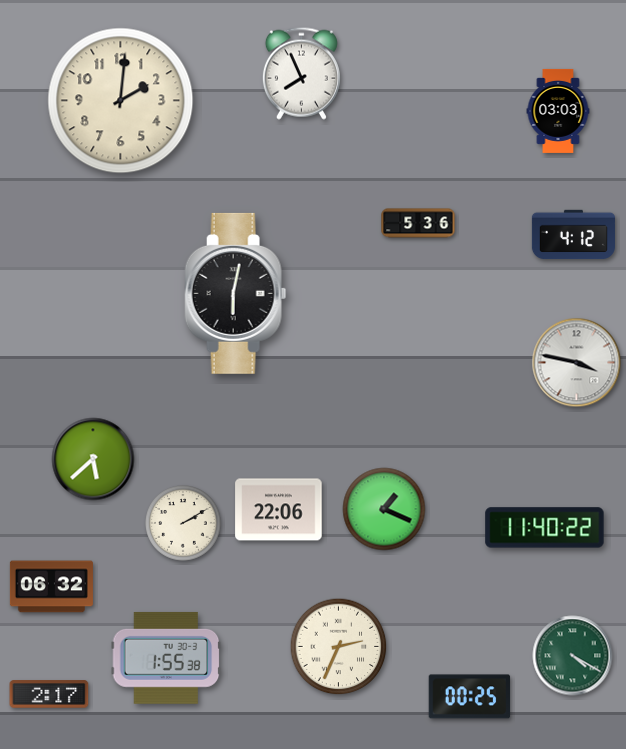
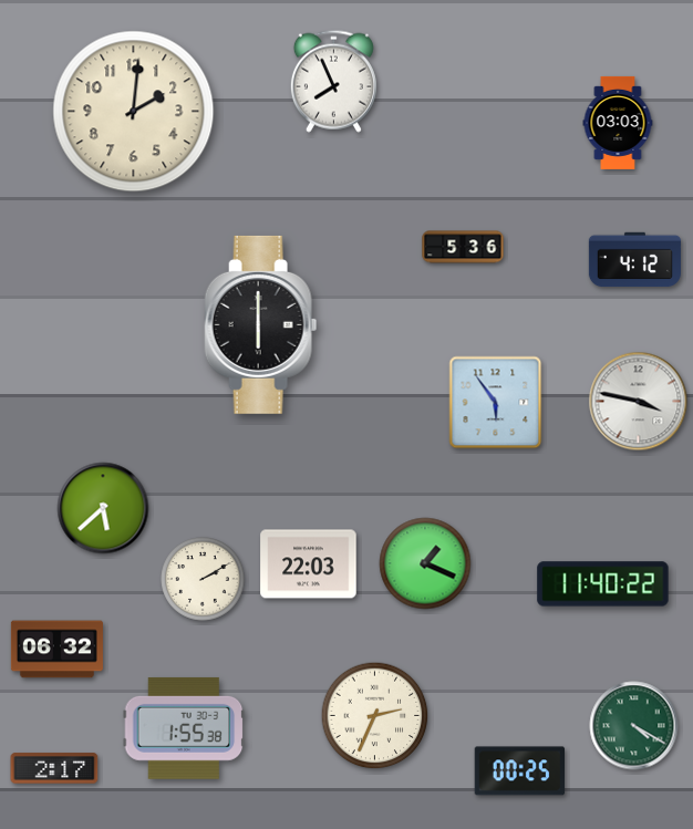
clock at (236, 293): 6:02 -> 6:00
clock at (496, 403): none -> 5:54
clock at (279, 510): 22:06 -> 22:03
